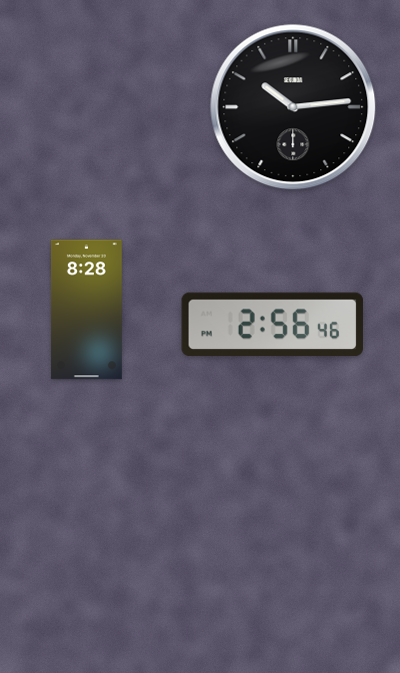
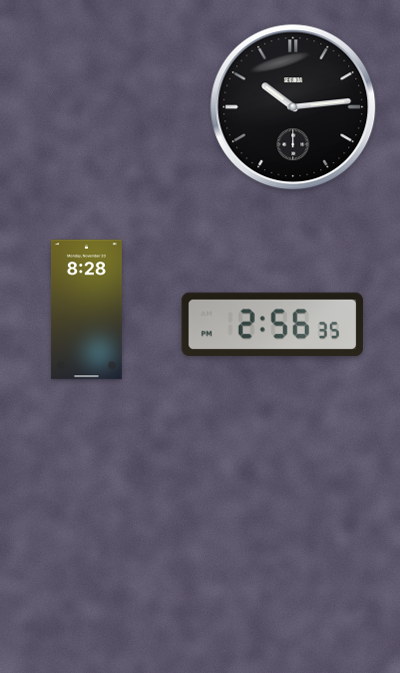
clock at (272, 325): 2:56:46 -> 2:56:35
